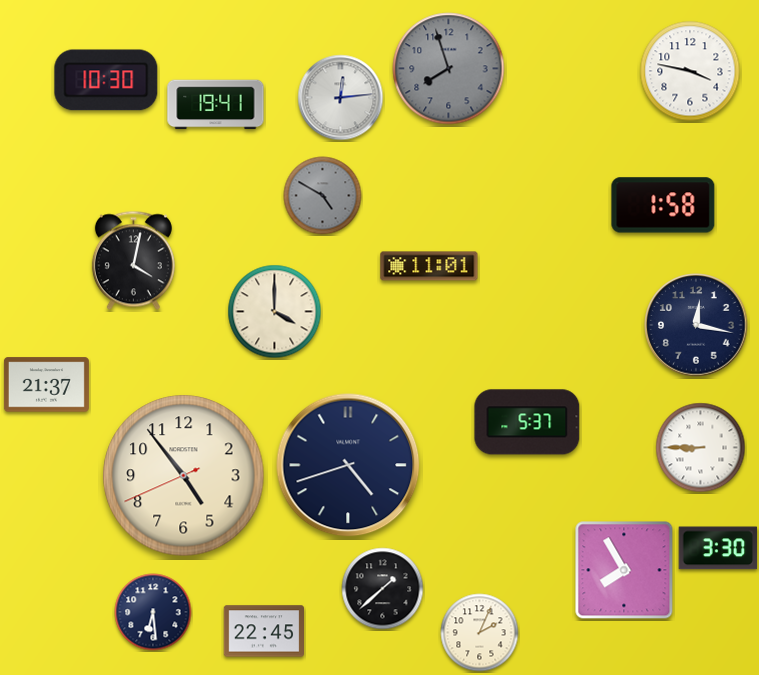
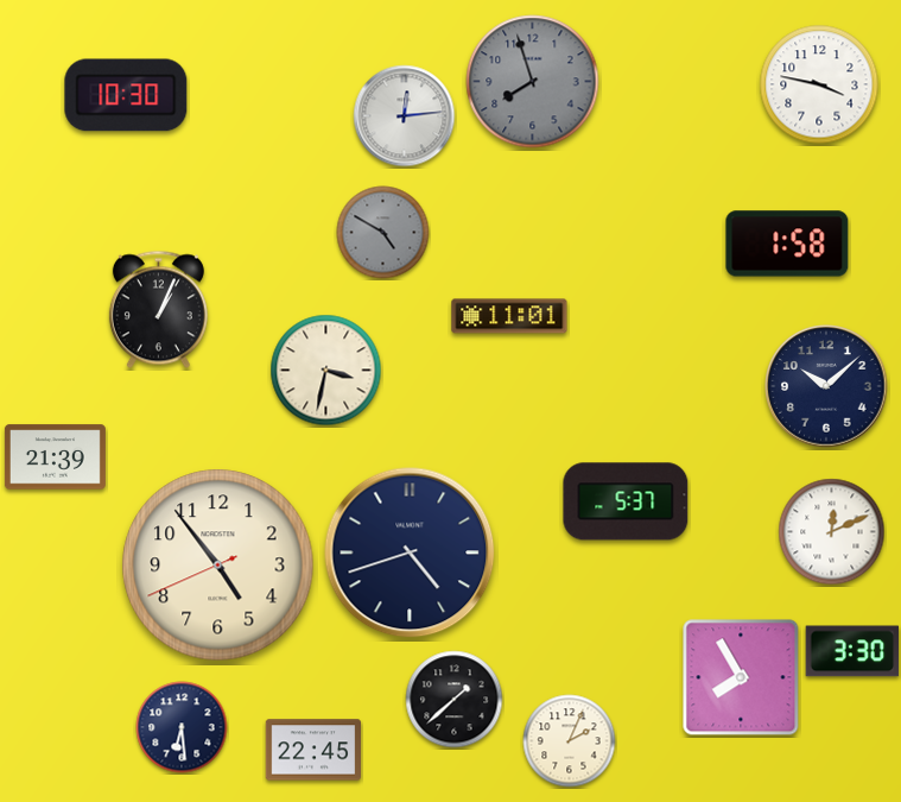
clock at (216, 105): 19:41 -> none
clock at (133, 261): 4:02 -> 1:04
clock at (275, 312): 4:00 -> 3:32
clock at (696, 325): 12:17 -> 10:08
clock at (46, 385): 21:37 -> 21:39
clock at (701, 448): 8:45 -> 12:11
clock at (348, 465) position: (348, 465) -> (410, 552)
clock at (480, 633) position: (480, 633) -> (570, 741)
